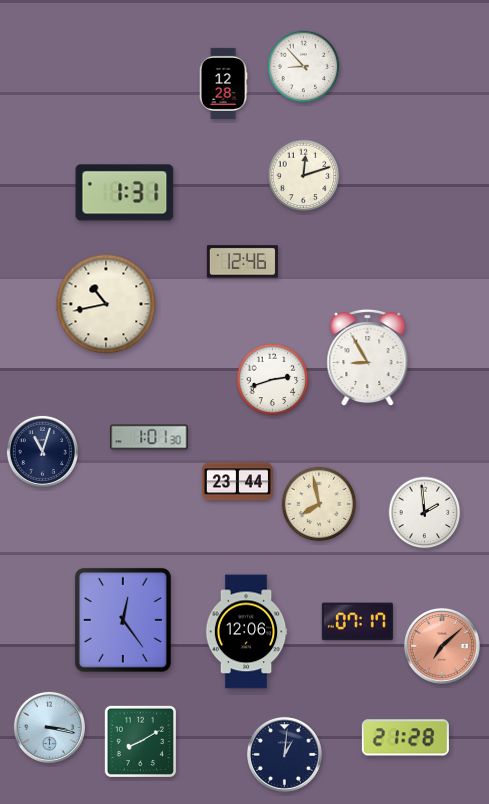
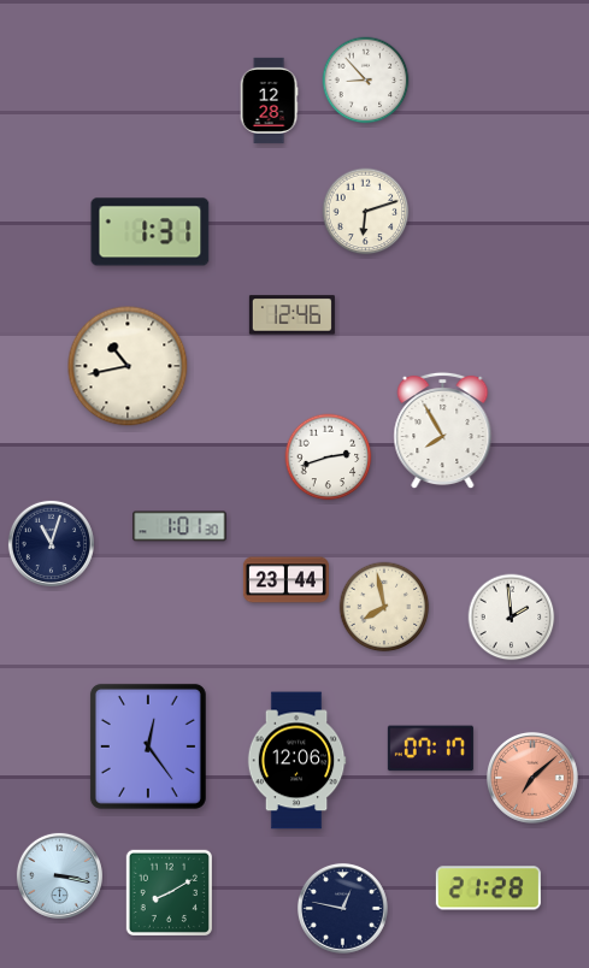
clock at (304, 176): 12:12 -> 6:12
clock at (368, 358): 8:55 -> 7:55
clock at (284, 754): 1:01 -> 12:47
